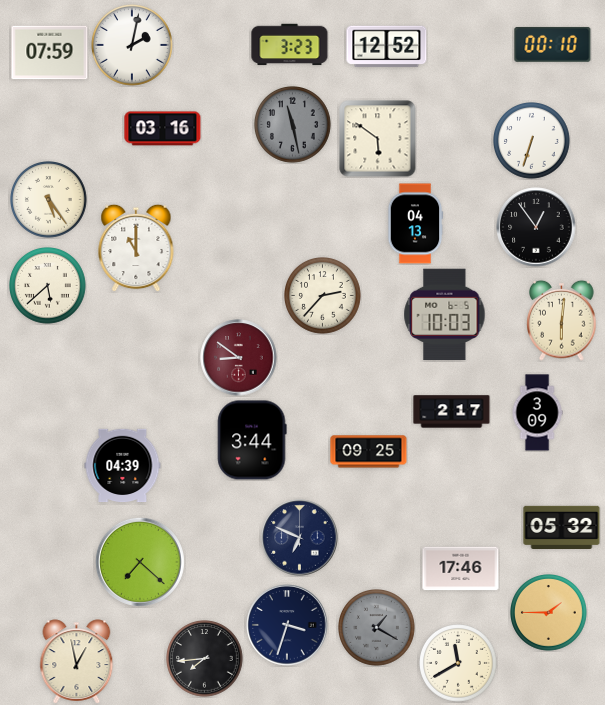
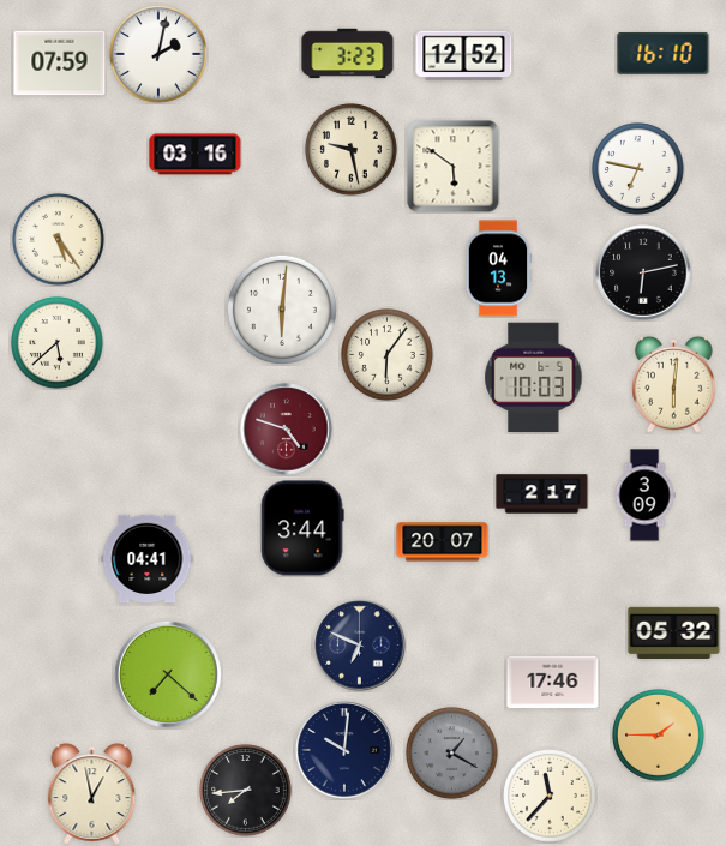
clock at (553, 45): 00:10 -> 16:10
clock at (293, 125): 11:28 -> 9:28
clock at (293, 125) dial: grey -> cream
clock at (532, 141): 6:33 -> 6:47
clock at (536, 227): 12:54 -> 6:13
clock at (136, 248): 11:00 -> none
clock at (282, 310): none -> 6:01
clock at (323, 296): 2:37 -> 6:06
clock at (239, 358): 8:51 -> 4:48
clock at (369, 452): 09:25 -> 20:07
clock at (123, 466): 04:39 -> 04:41
clock at (287, 625): 3:33 -> 10:01
clock at (459, 664): 11:40 -> 11:37
